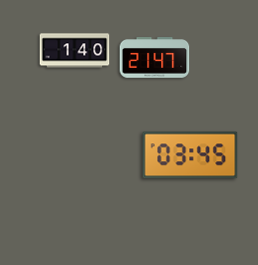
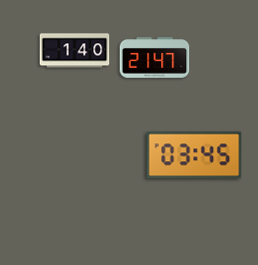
clock at (190, 155) position: (190, 155) -> (194, 155)
